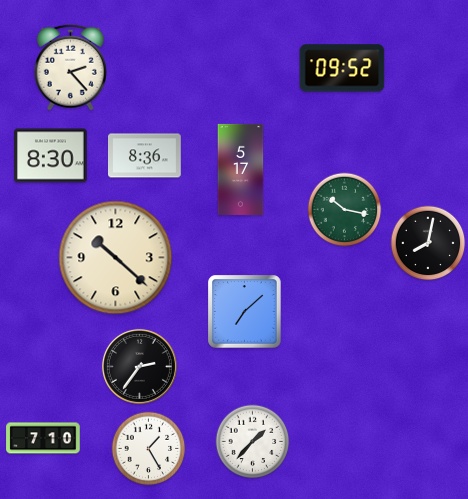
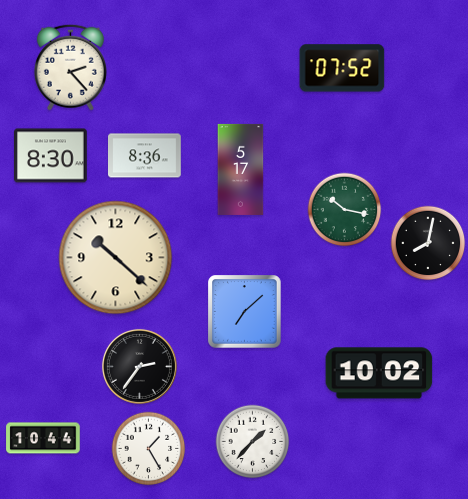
clock at (342, 68): 09:52 -> 07:52
clock at (379, 373): none -> 10:02
clock at (43, 438): 7:10 -> 10:44
